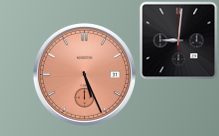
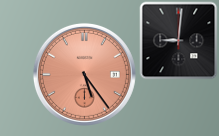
clock at (84, 74): 5:26 -> 5:24
